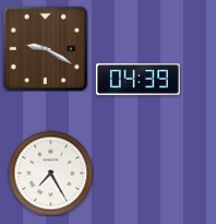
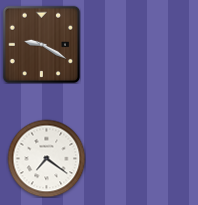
clock at (137, 80): 04:39 -> none
clock at (50, 173): 7:25 -> 7:21
